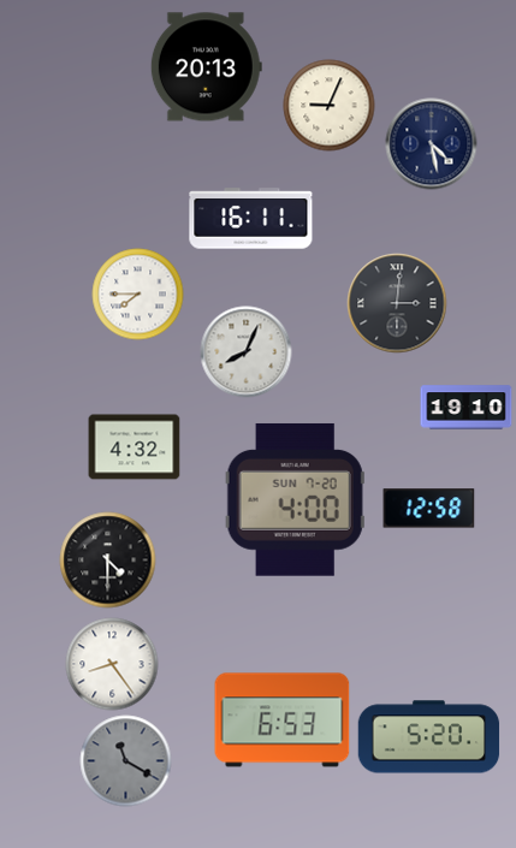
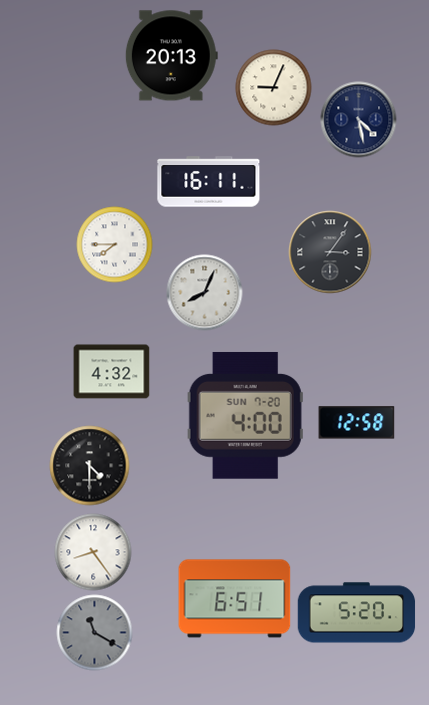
clock at (397, 303): 3:01 -> 3:06
clock at (467, 408): 19:10 -> none
clock at (283, 720): 6:53 -> 6:51
clock at (126, 761) position: (126, 761) -> (95, 633)
